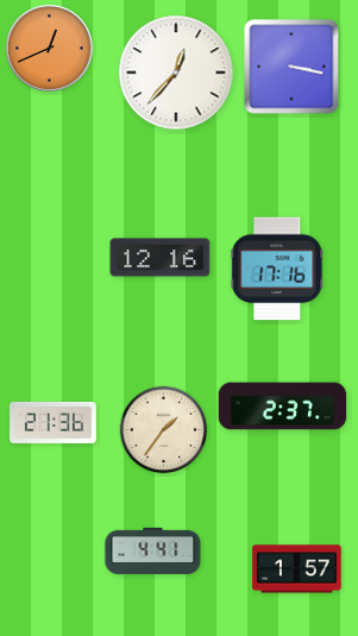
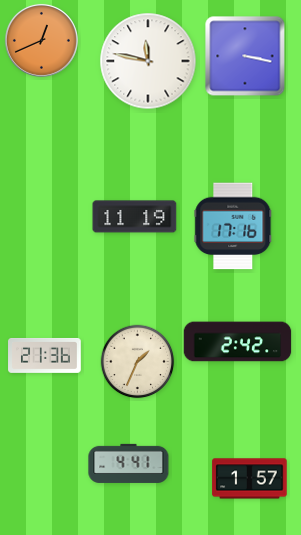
clock at (176, 73): 12:37 -> 11:47
clock at (161, 258): 12:16 -> 11:19
clock at (283, 407): 2:37 -> 2:42
clock at (164, 430): 1:36 -> 1:34
